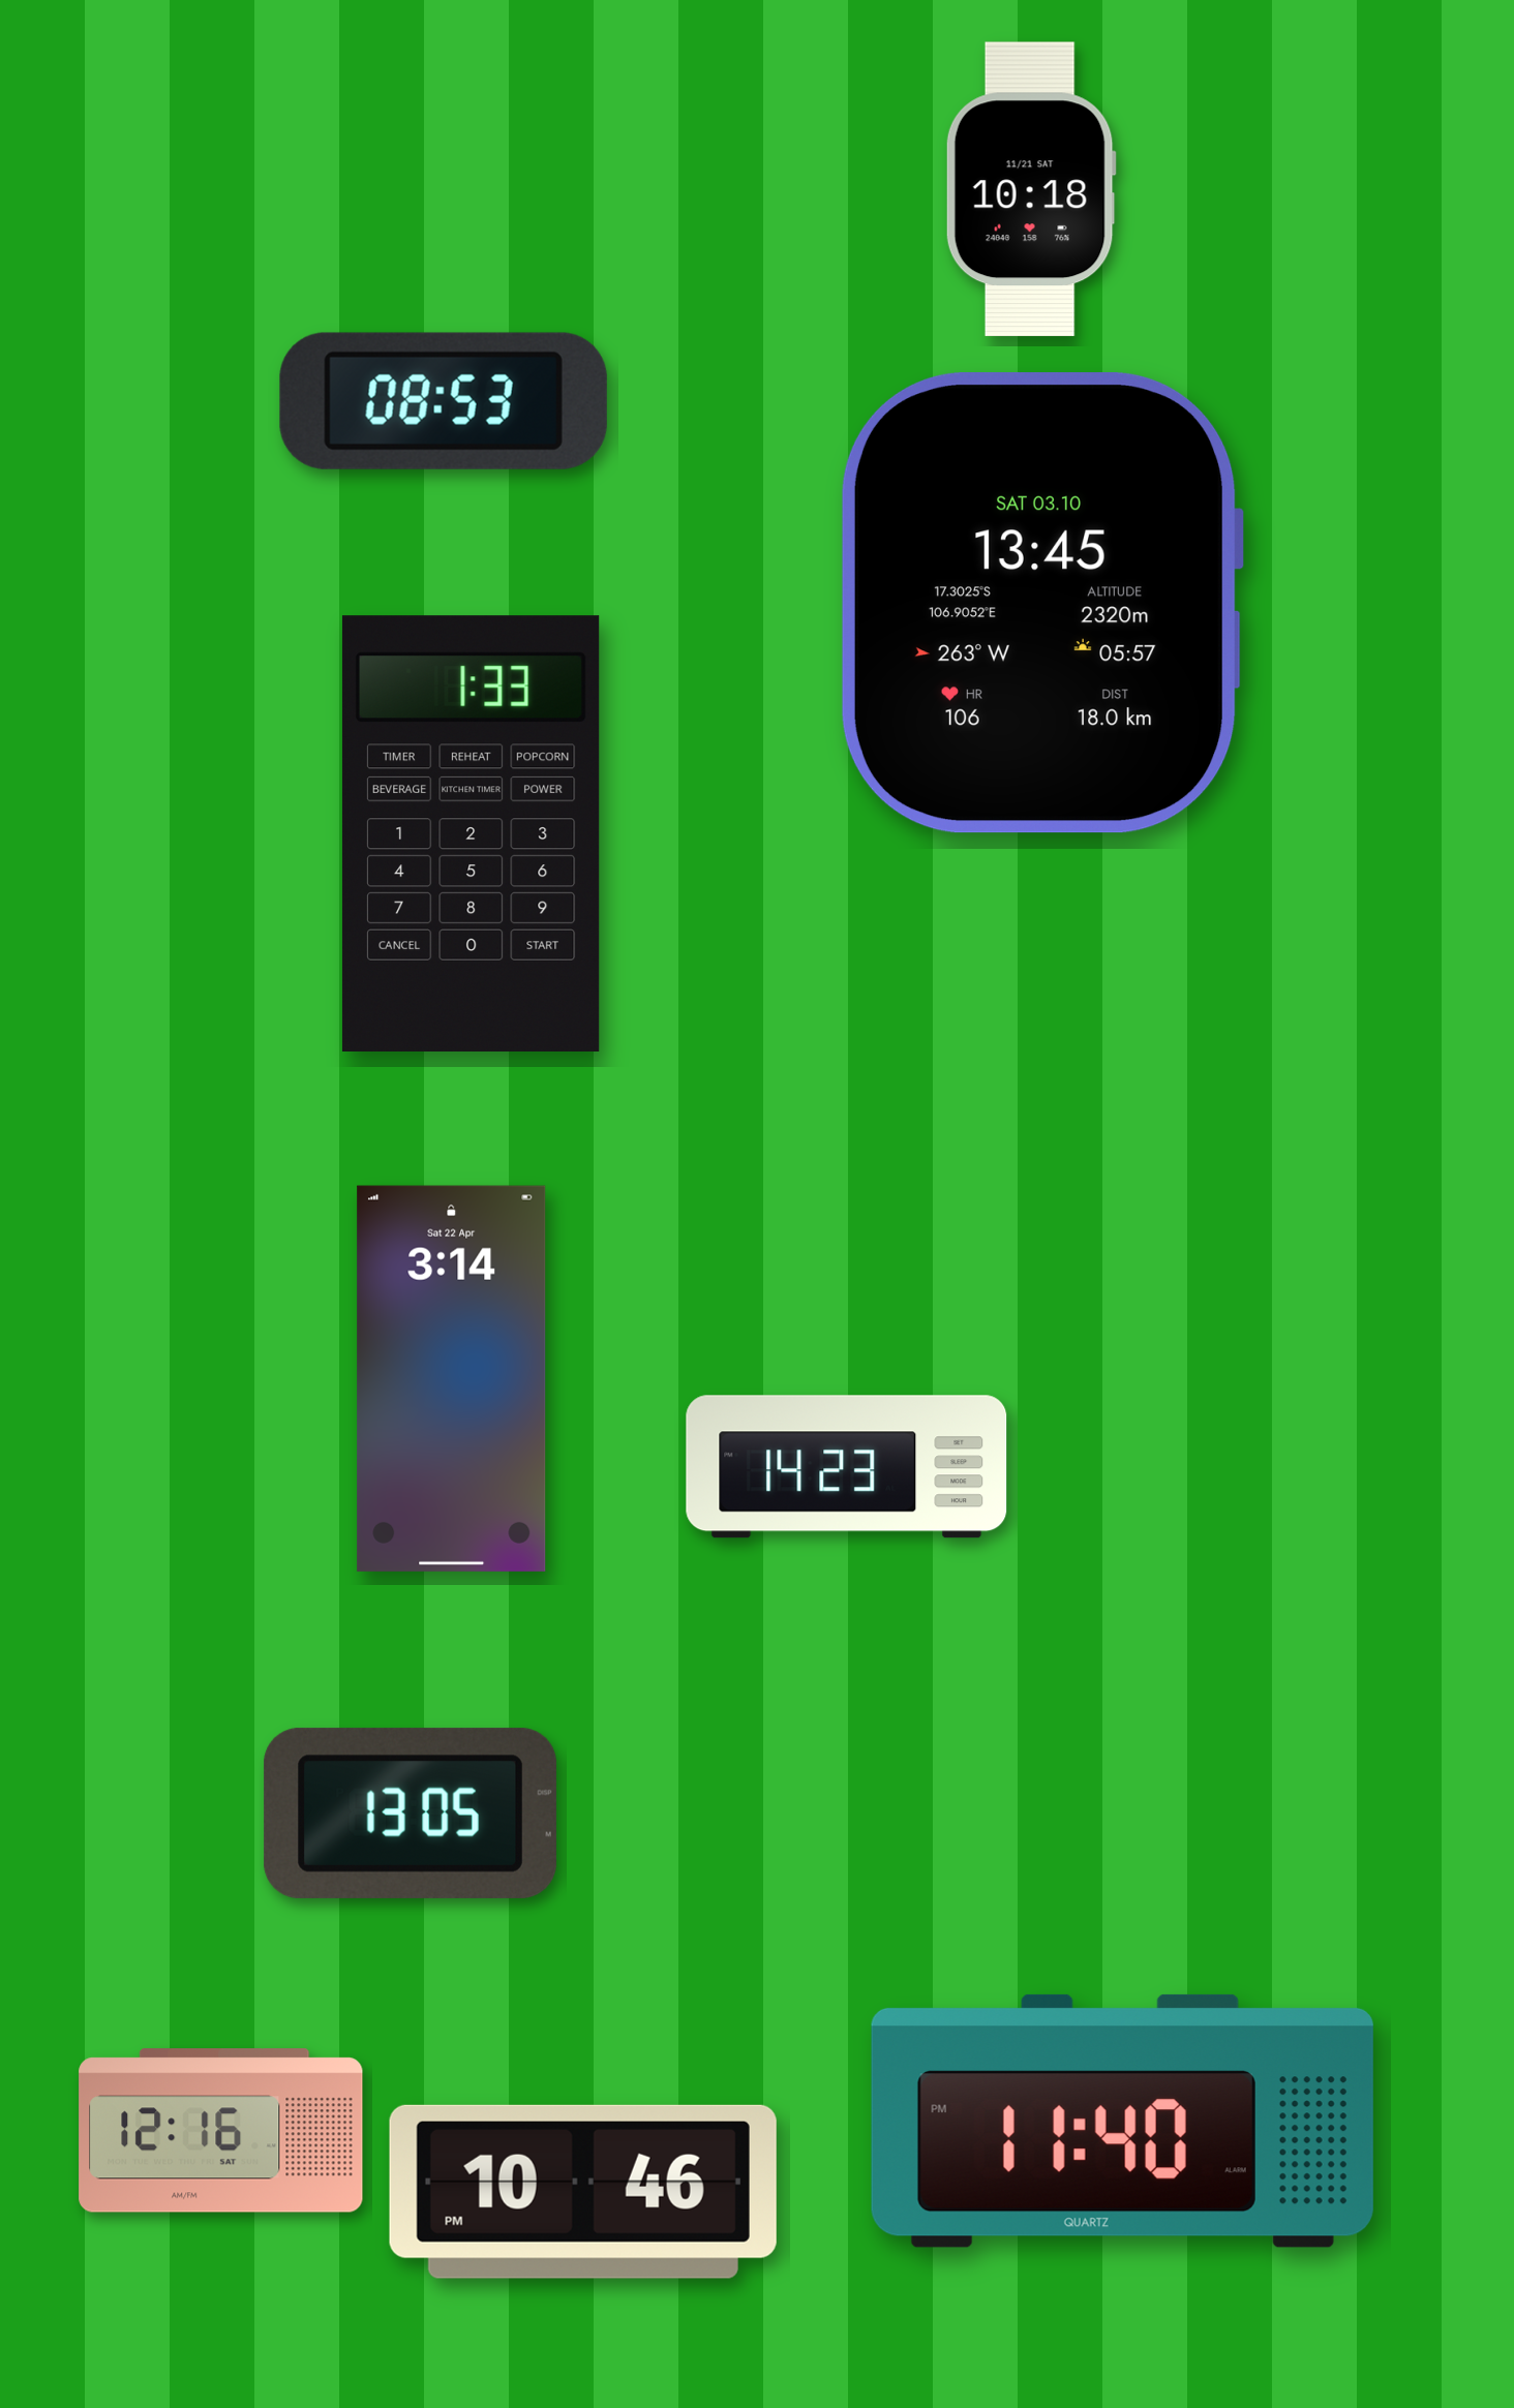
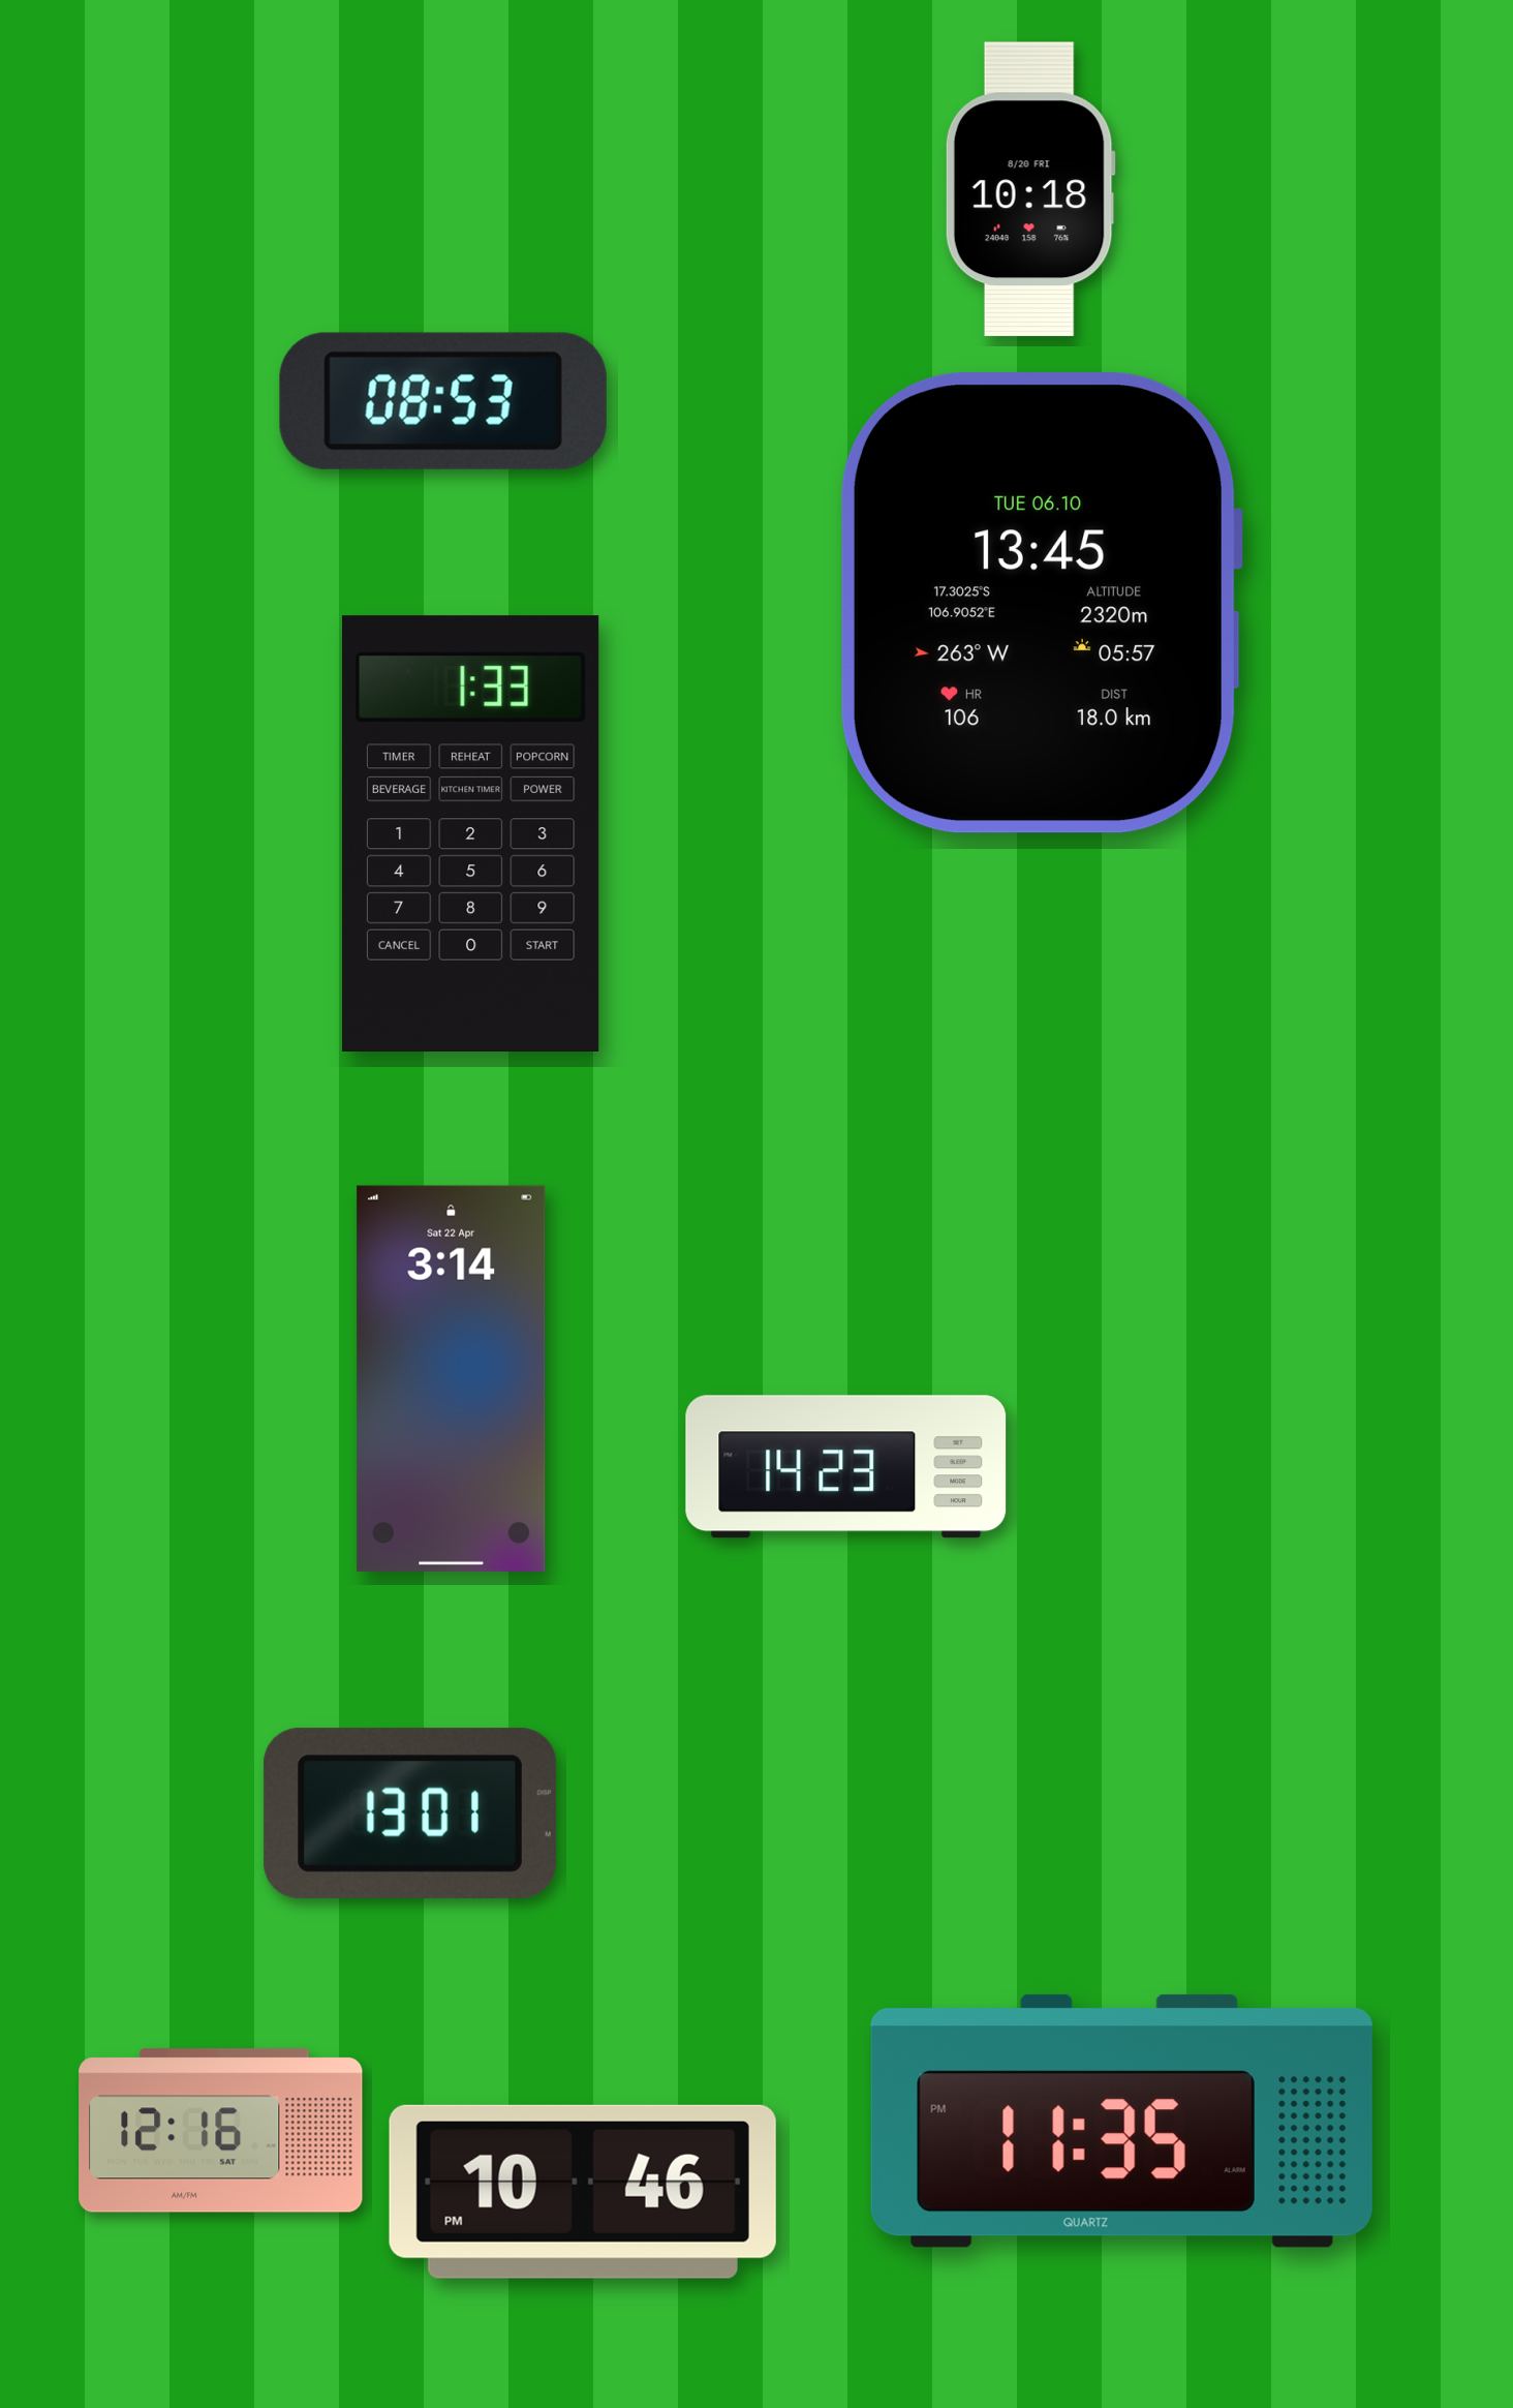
clock at (1031, 189) date: 11/21 SAT -> 8/20 FRI
clock at (1042, 603) date: SAT 03.10 -> TUE 06.10
clock at (411, 1813): 13:05 -> 13:01
clock at (1122, 2121): 11:40 -> 11:35
